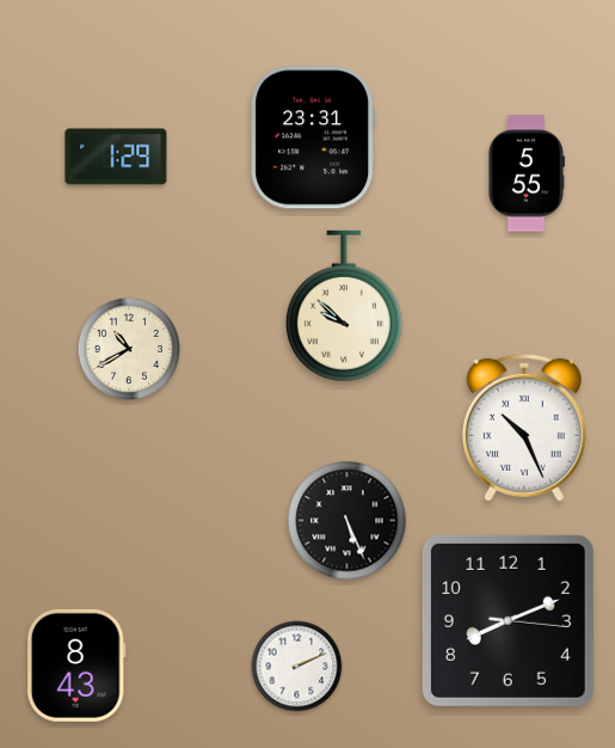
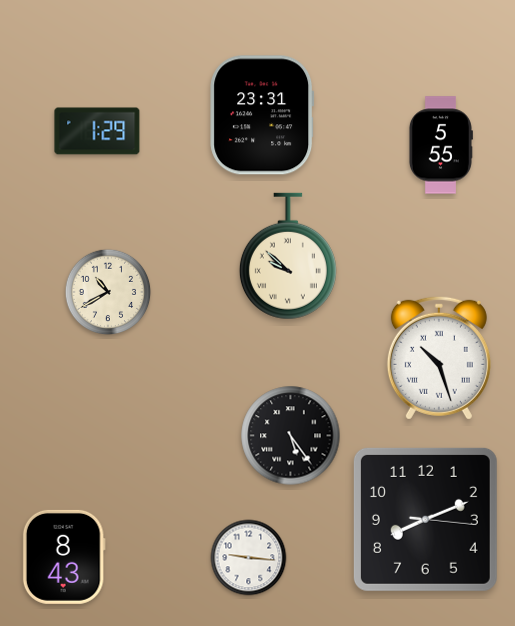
clock at (524, 428): 10:26 -> 10:27
clock at (348, 521): 5:26 -> 5:24
clock at (297, 667): 2:11 -> 9:16
